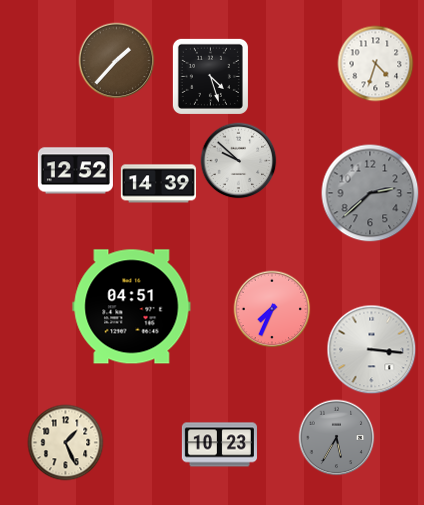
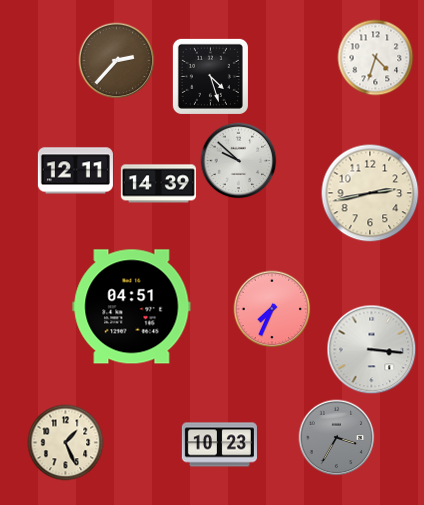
clock at (117, 61): 1:37 -> 2:37
clock at (376, 64) position: (376, 64) -> (376, 58)
clock at (75, 171): 12:52 -> 12:11
clock at (370, 193): 2:38 -> 2:43
clock at (370, 193) dial: grey -> cream
clock at (337, 438): 5:35 -> 3:35
